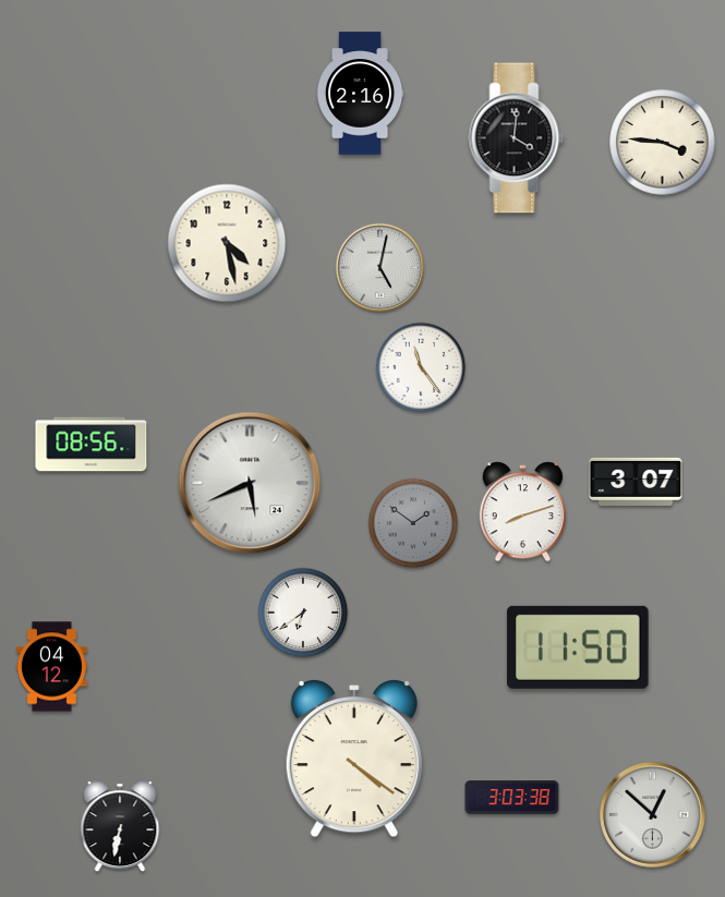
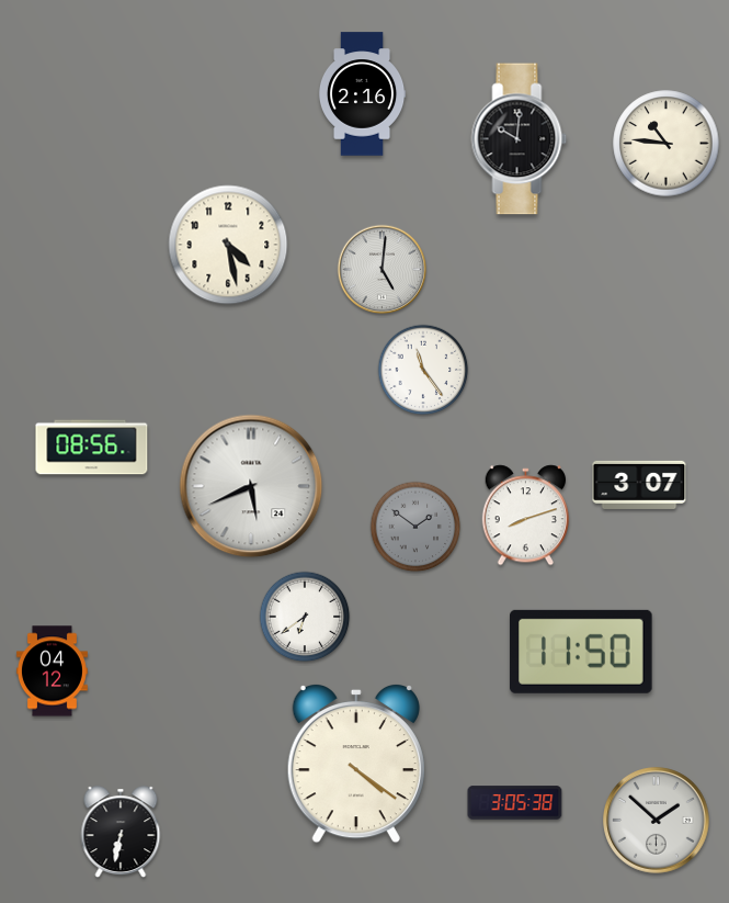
clock at (517, 138): 4:01 -> 10:01
clock at (663, 143): 3:46 -> 10:46
clock at (380, 268): 5:02 -> 5:01
clock at (512, 798): 3:03 -> 3:05
clock at (653, 815): 12:52 -> 1:52
